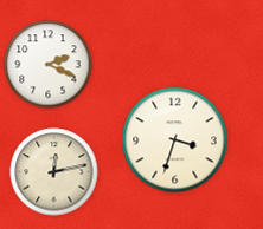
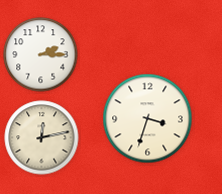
clock at (49, 65): 2:19 -> 2:15
clock at (54, 172) position: (54, 172) -> (42, 138)
